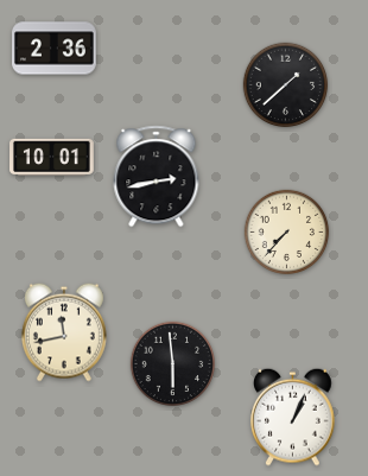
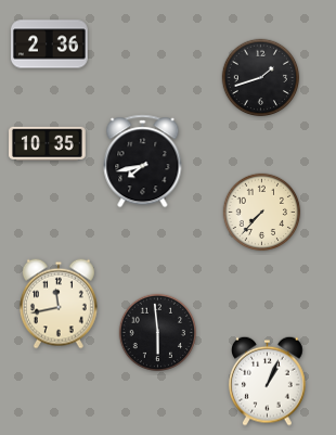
clock at (286, 85): 1:38 -> 1:42
clock at (52, 157): 10:01 -> 10:35
clock at (157, 177): 2:43 -> 7:43
